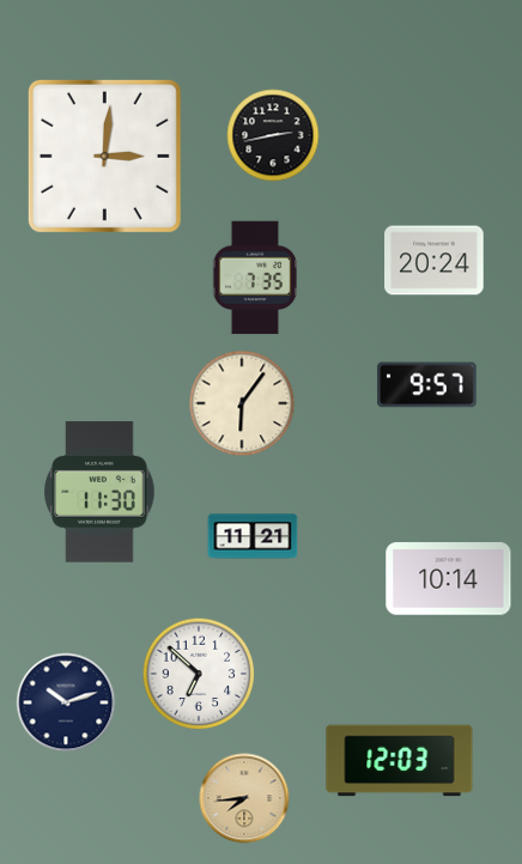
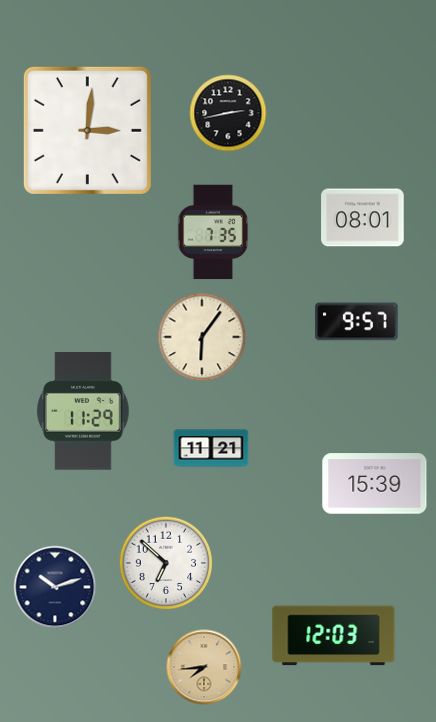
clock at (435, 261): 20:24 -> 08:01
clock at (101, 492): 11:30 -> 11:29
clock at (449, 579): 10:14 -> 15:39
